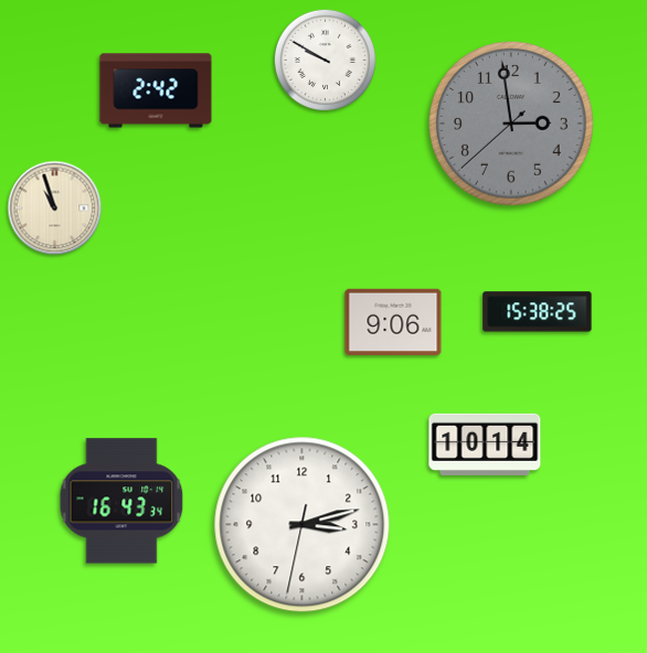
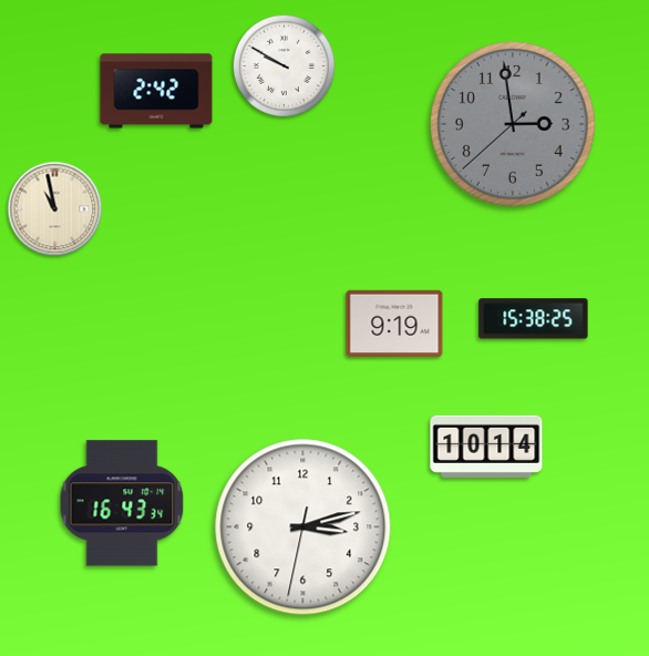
clock at (325, 60) position: (325, 60) -> (284, 65)
clock at (55, 208): 10:57 -> 10:58
clock at (538, 312) position: (538, 312) -> (534, 319)
clock at (393, 322): 9:06 -> 9:19
